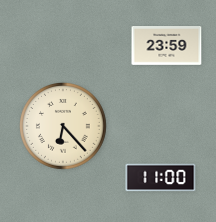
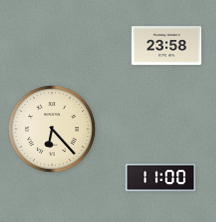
clock at (167, 46): 23:59 -> 23:58
clock at (64, 127) position: (64, 127) -> (53, 130)
